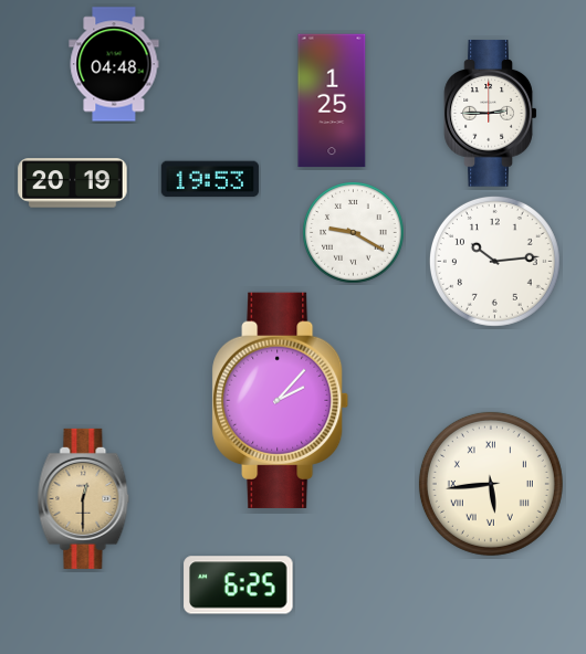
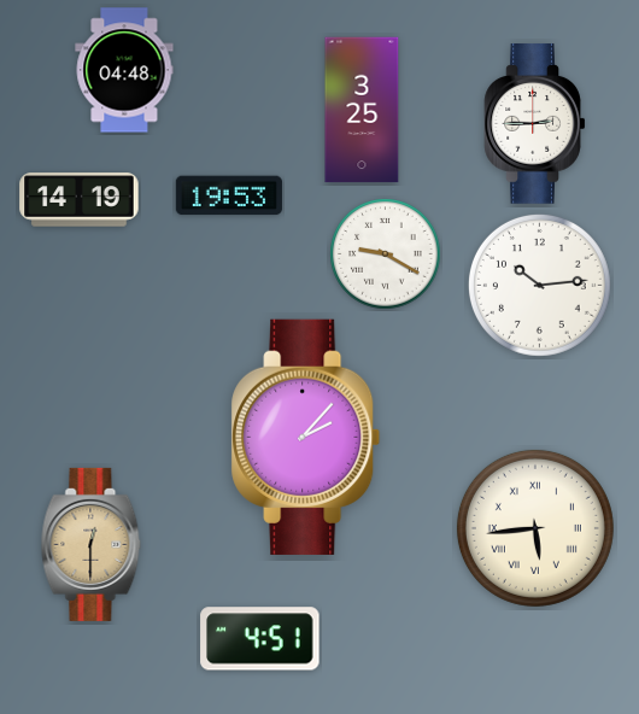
clock at (332, 101): 1:25 -> 3:25
clock at (73, 183): 20:19 -> 14:19
clock at (239, 586): 6:25 -> 4:51
